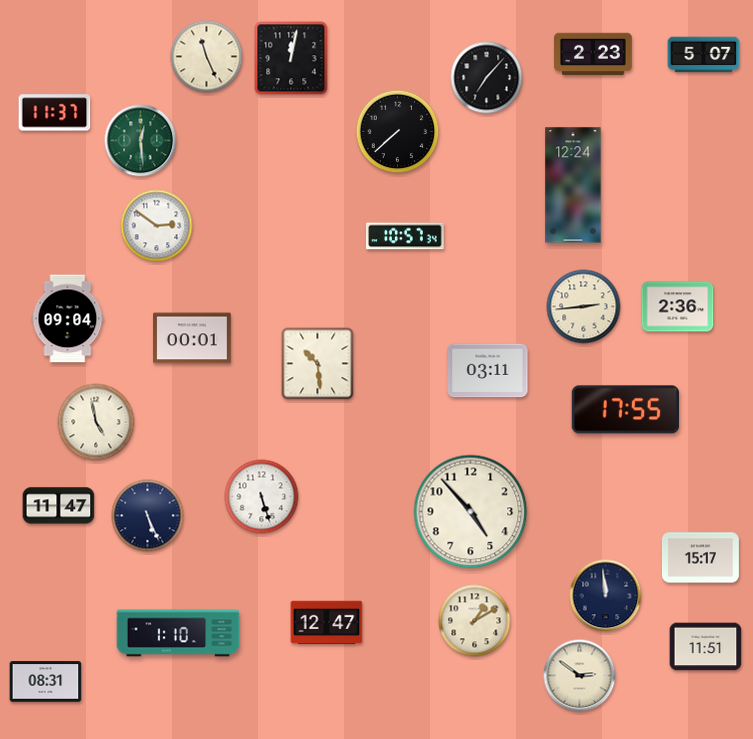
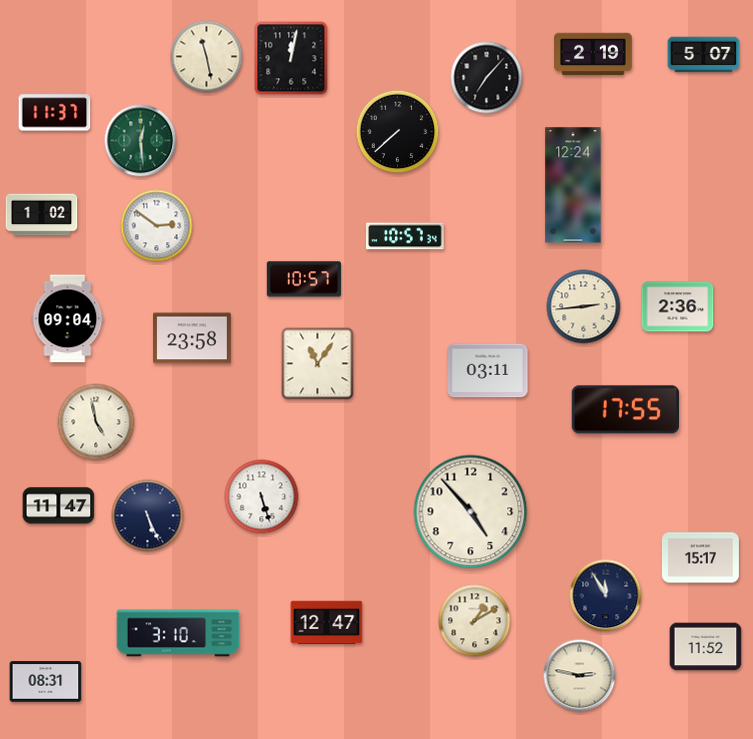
clock at (594, 54): 2:23 -> 2:19
clock at (207, 57): 11:26 -> 11:28
clock at (42, 215): none -> 1:02
clock at (304, 279): none -> 10:57
clock at (192, 338): 00:01 -> 23:58
clock at (318, 364): 10:29 -> 11:06
clock at (606, 596): 11:59 -> 11:55
clock at (178, 633): 1:10 -> 3:10
clock at (706, 647): 11:51 -> 11:52
clock at (580, 676): 2:51 -> 2:47
